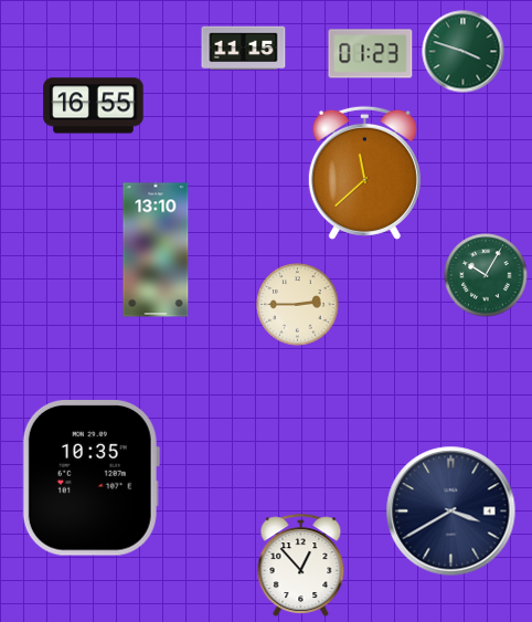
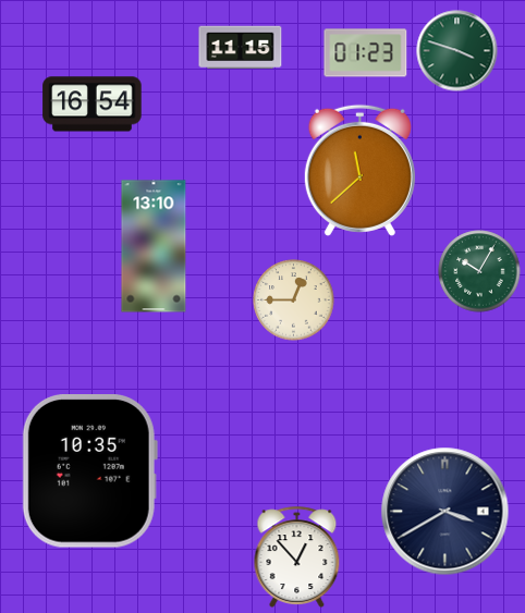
clock at (94, 106): 16:55 -> 16:54
clock at (298, 305): 2:45 -> 12:45
clock at (451, 512) position: (451, 512) -> (445, 512)
